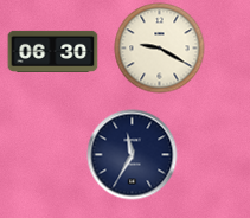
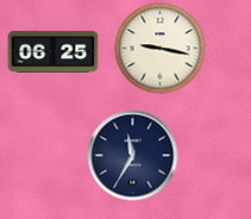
clock at (160, 49): 9:20 -> 9:17
clock at (53, 51): 06:30 -> 06:25
